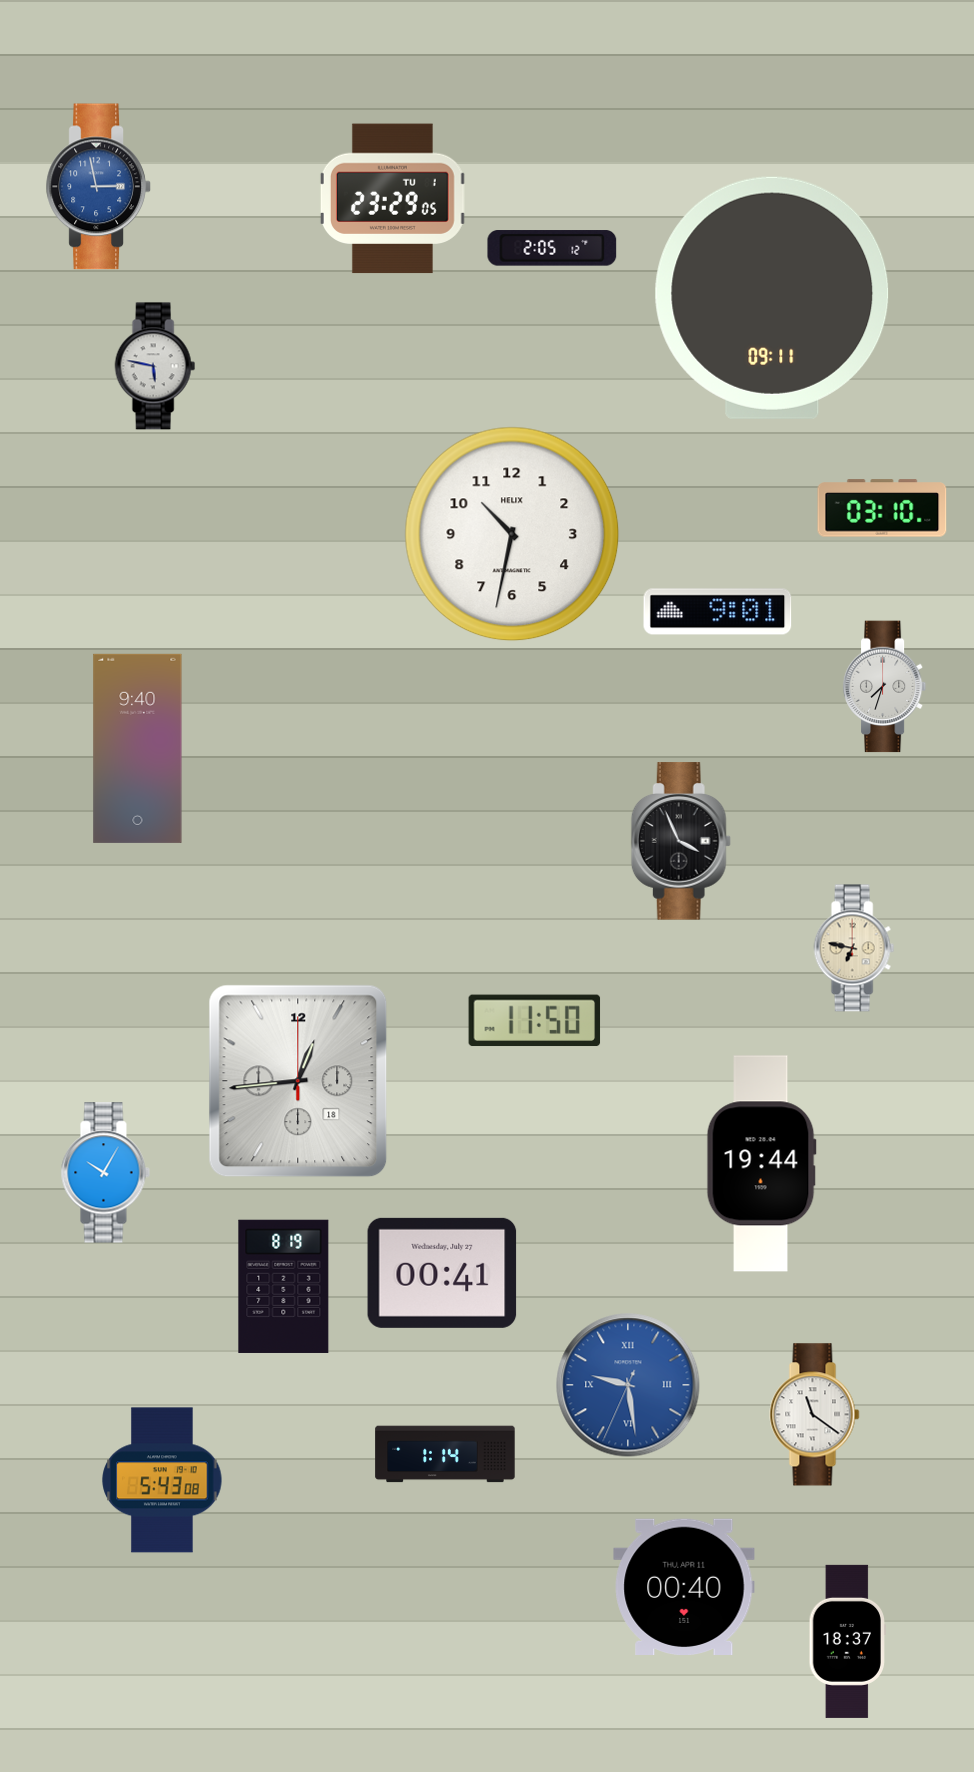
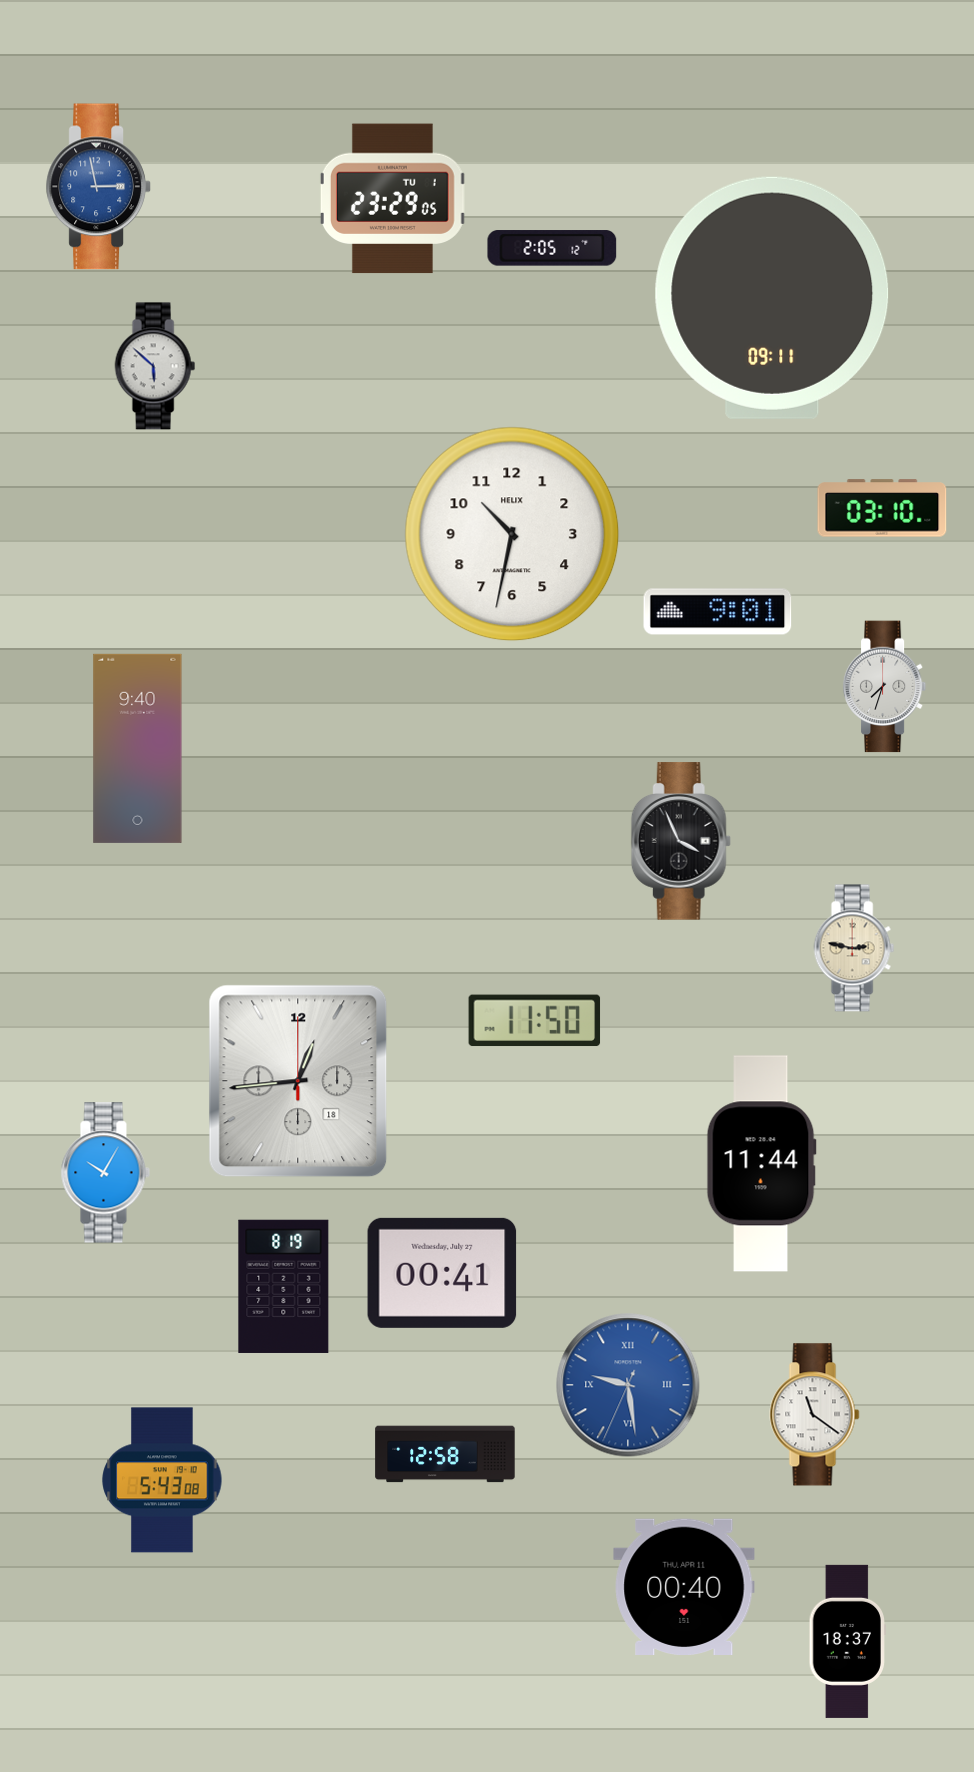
clock at (155, 366): 5:47 -> 5:52
clock at (854, 948): 6:47 -> 2:47
clock at (761, 1164): 19:44 -> 11:44
clock at (445, 1454): 1:14 -> 12:58
